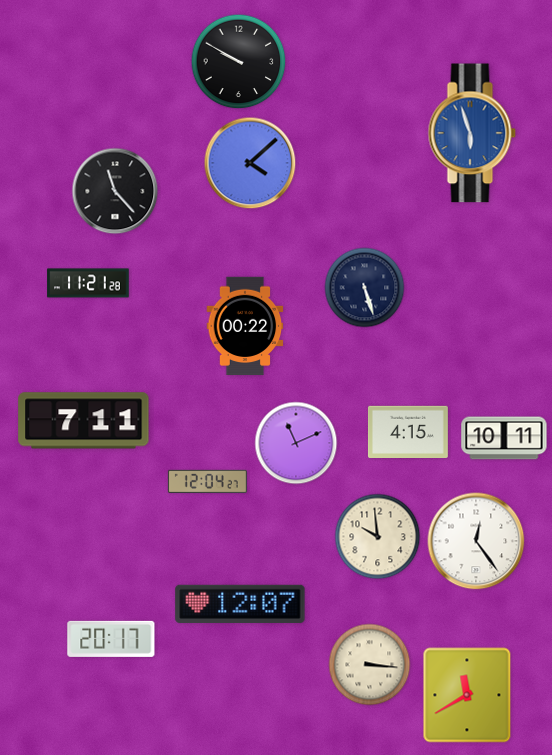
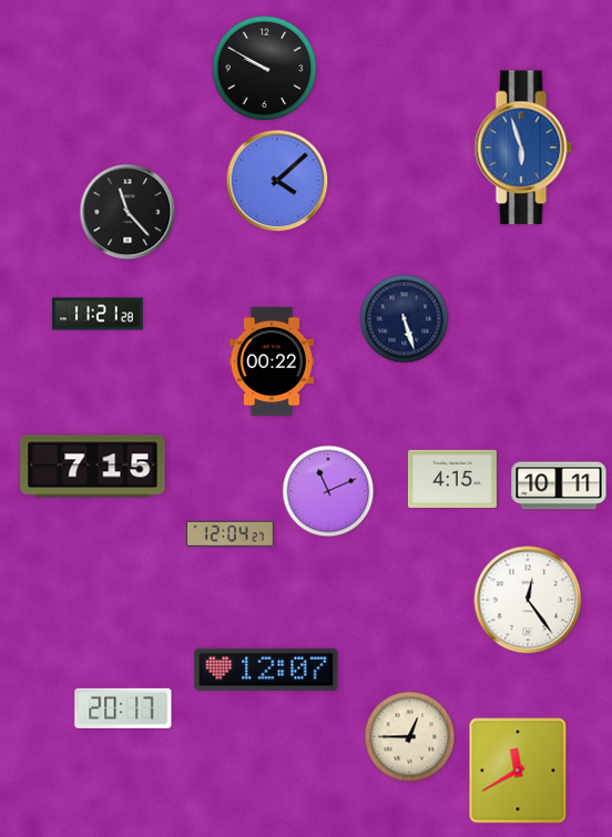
clock at (84, 421): 7:11 -> 7:15
clock at (378, 537): 9:59 -> none
clock at (370, 665): 3:16 -> 12:45
